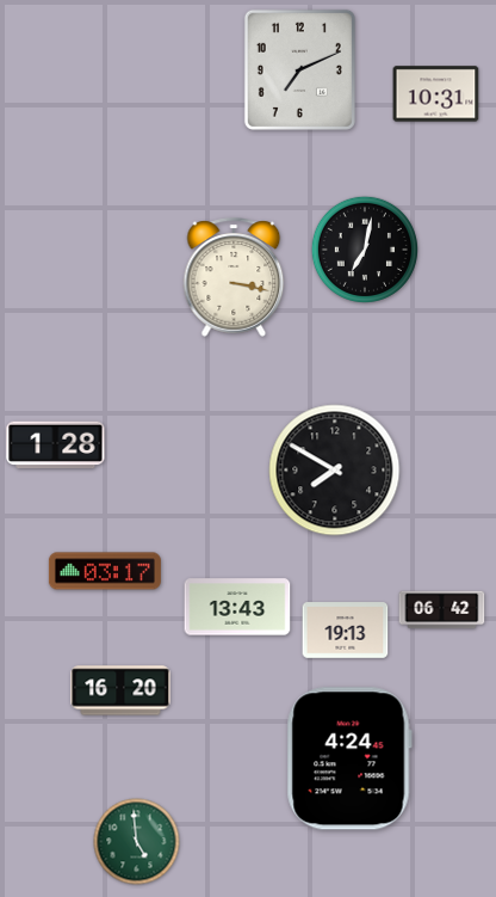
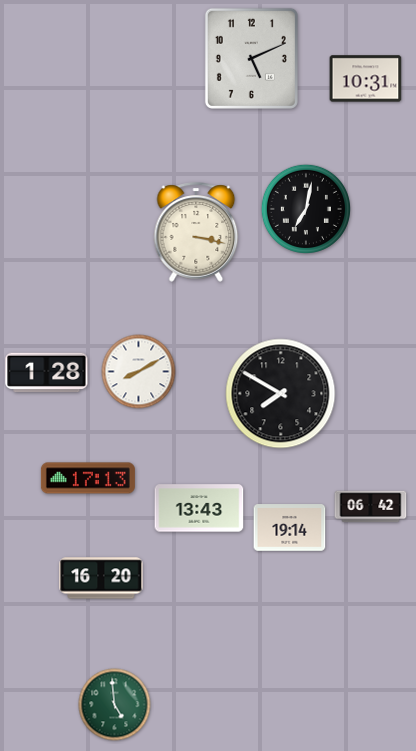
clock at (299, 69): 7:11 -> 5:11
clock at (139, 372): none -> 8:10
clock at (105, 571): 03:17 -> 17:13
clock at (442, 610) position: (442, 610) -> (371, 507)
clock at (346, 631): 19:13 -> 19:14
clock at (349, 758): 4:24 -> none
